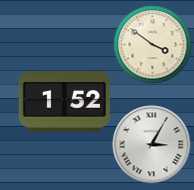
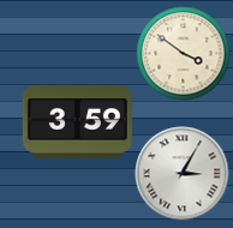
clock at (64, 102): 1:52 -> 3:59
